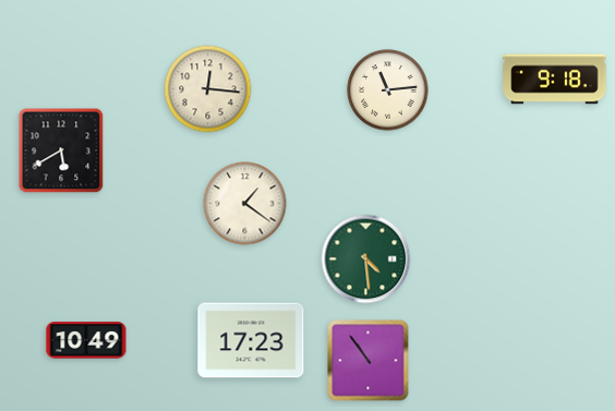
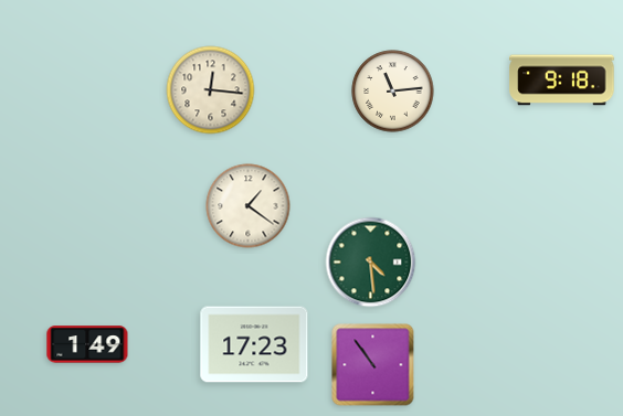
clock at (61, 150): 5:40 -> none
clock at (86, 340): 10:49 -> 1:49
